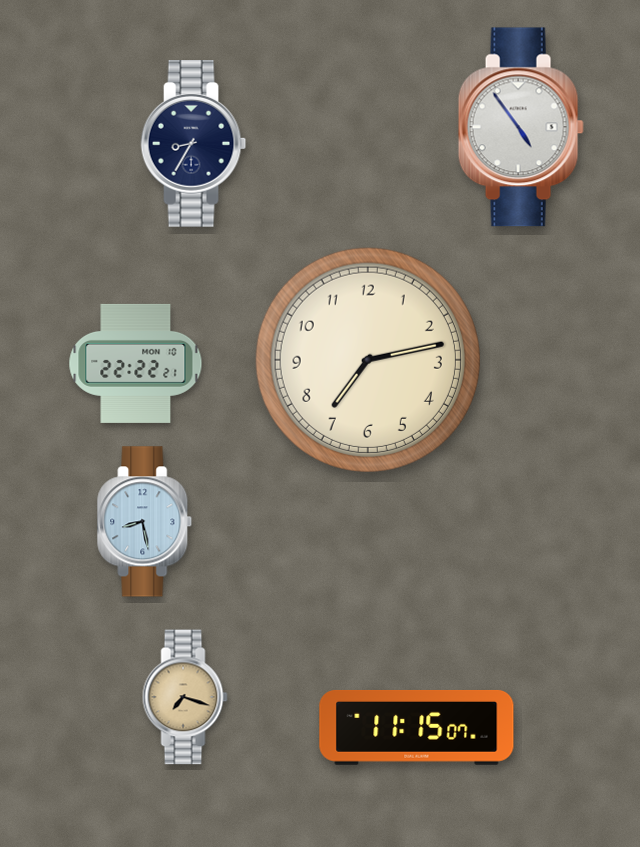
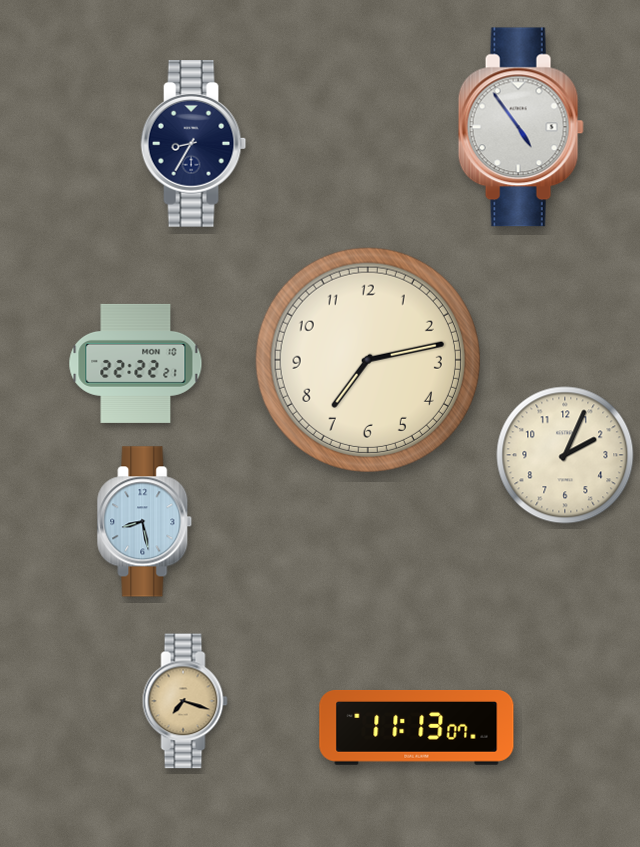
clock at (565, 455): none -> 2:04
clock at (185, 697) position: (185, 697) -> (185, 701)
clock at (417, 727): 11:15 -> 11:13
